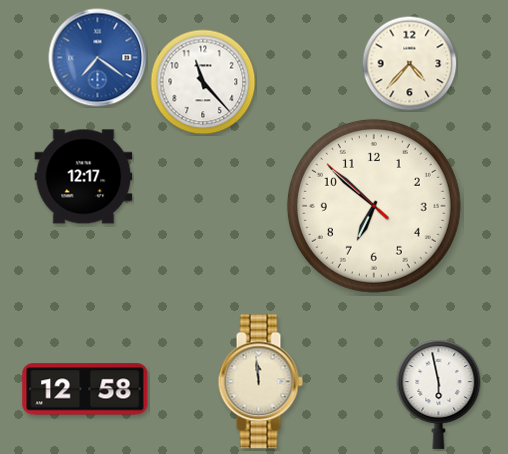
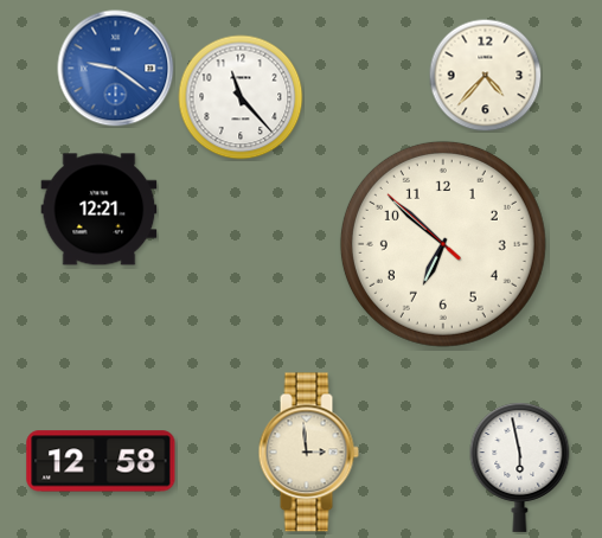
clock at (98, 58): 7:21 -> 9:21
clock at (84, 177): 12:17 -> 12:21
clock at (260, 382): 11:59 -> 2:59
